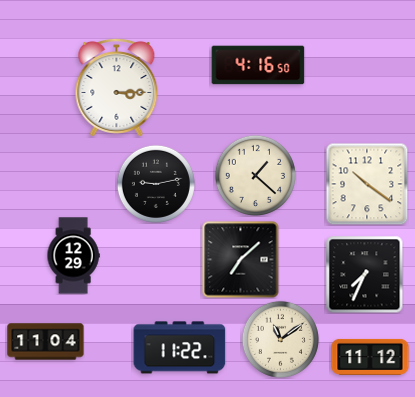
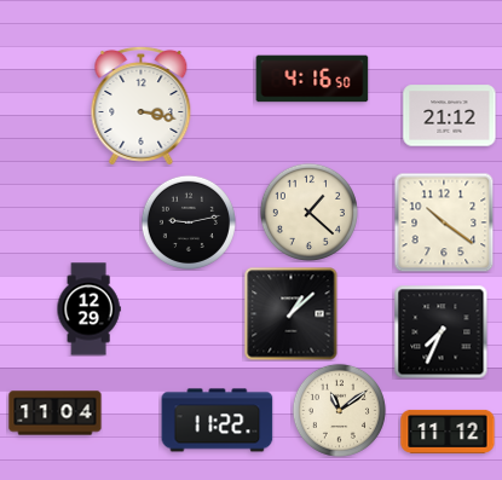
clock at (117, 87): 3:15 -> 3:17
clock at (450, 116): none -> 21:12
clock at (241, 260): 7:08 -> 1:08
